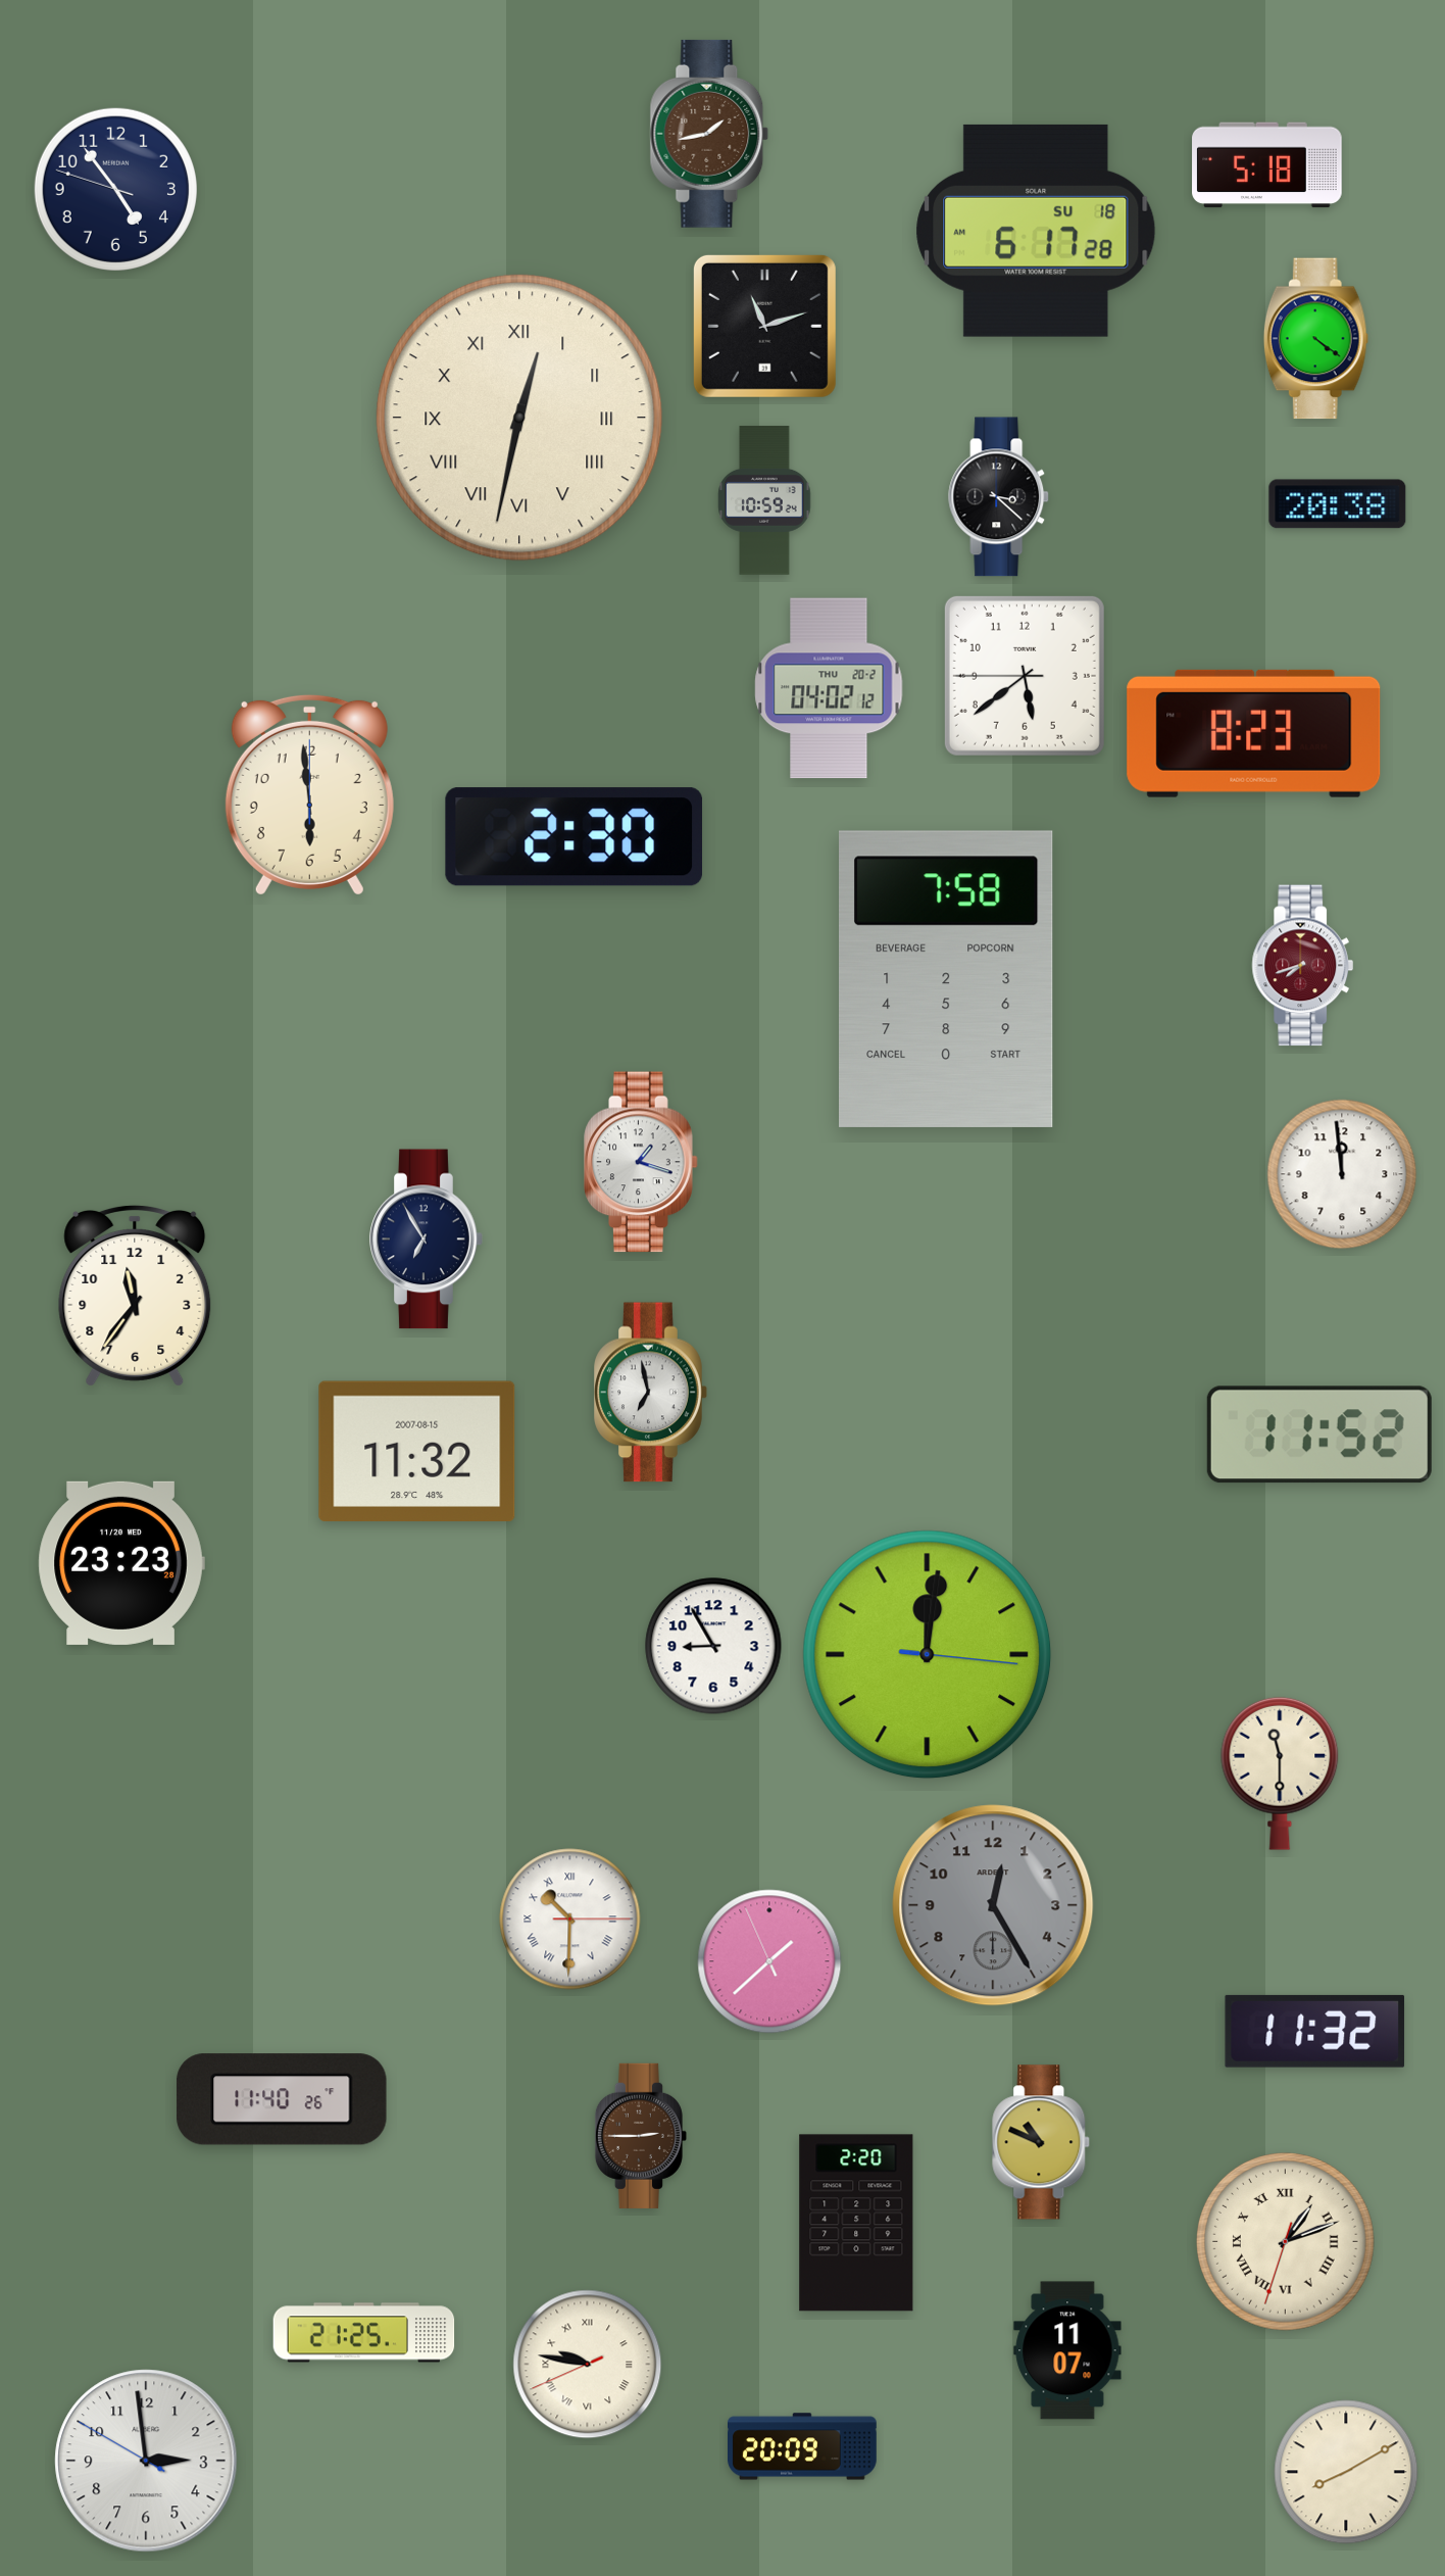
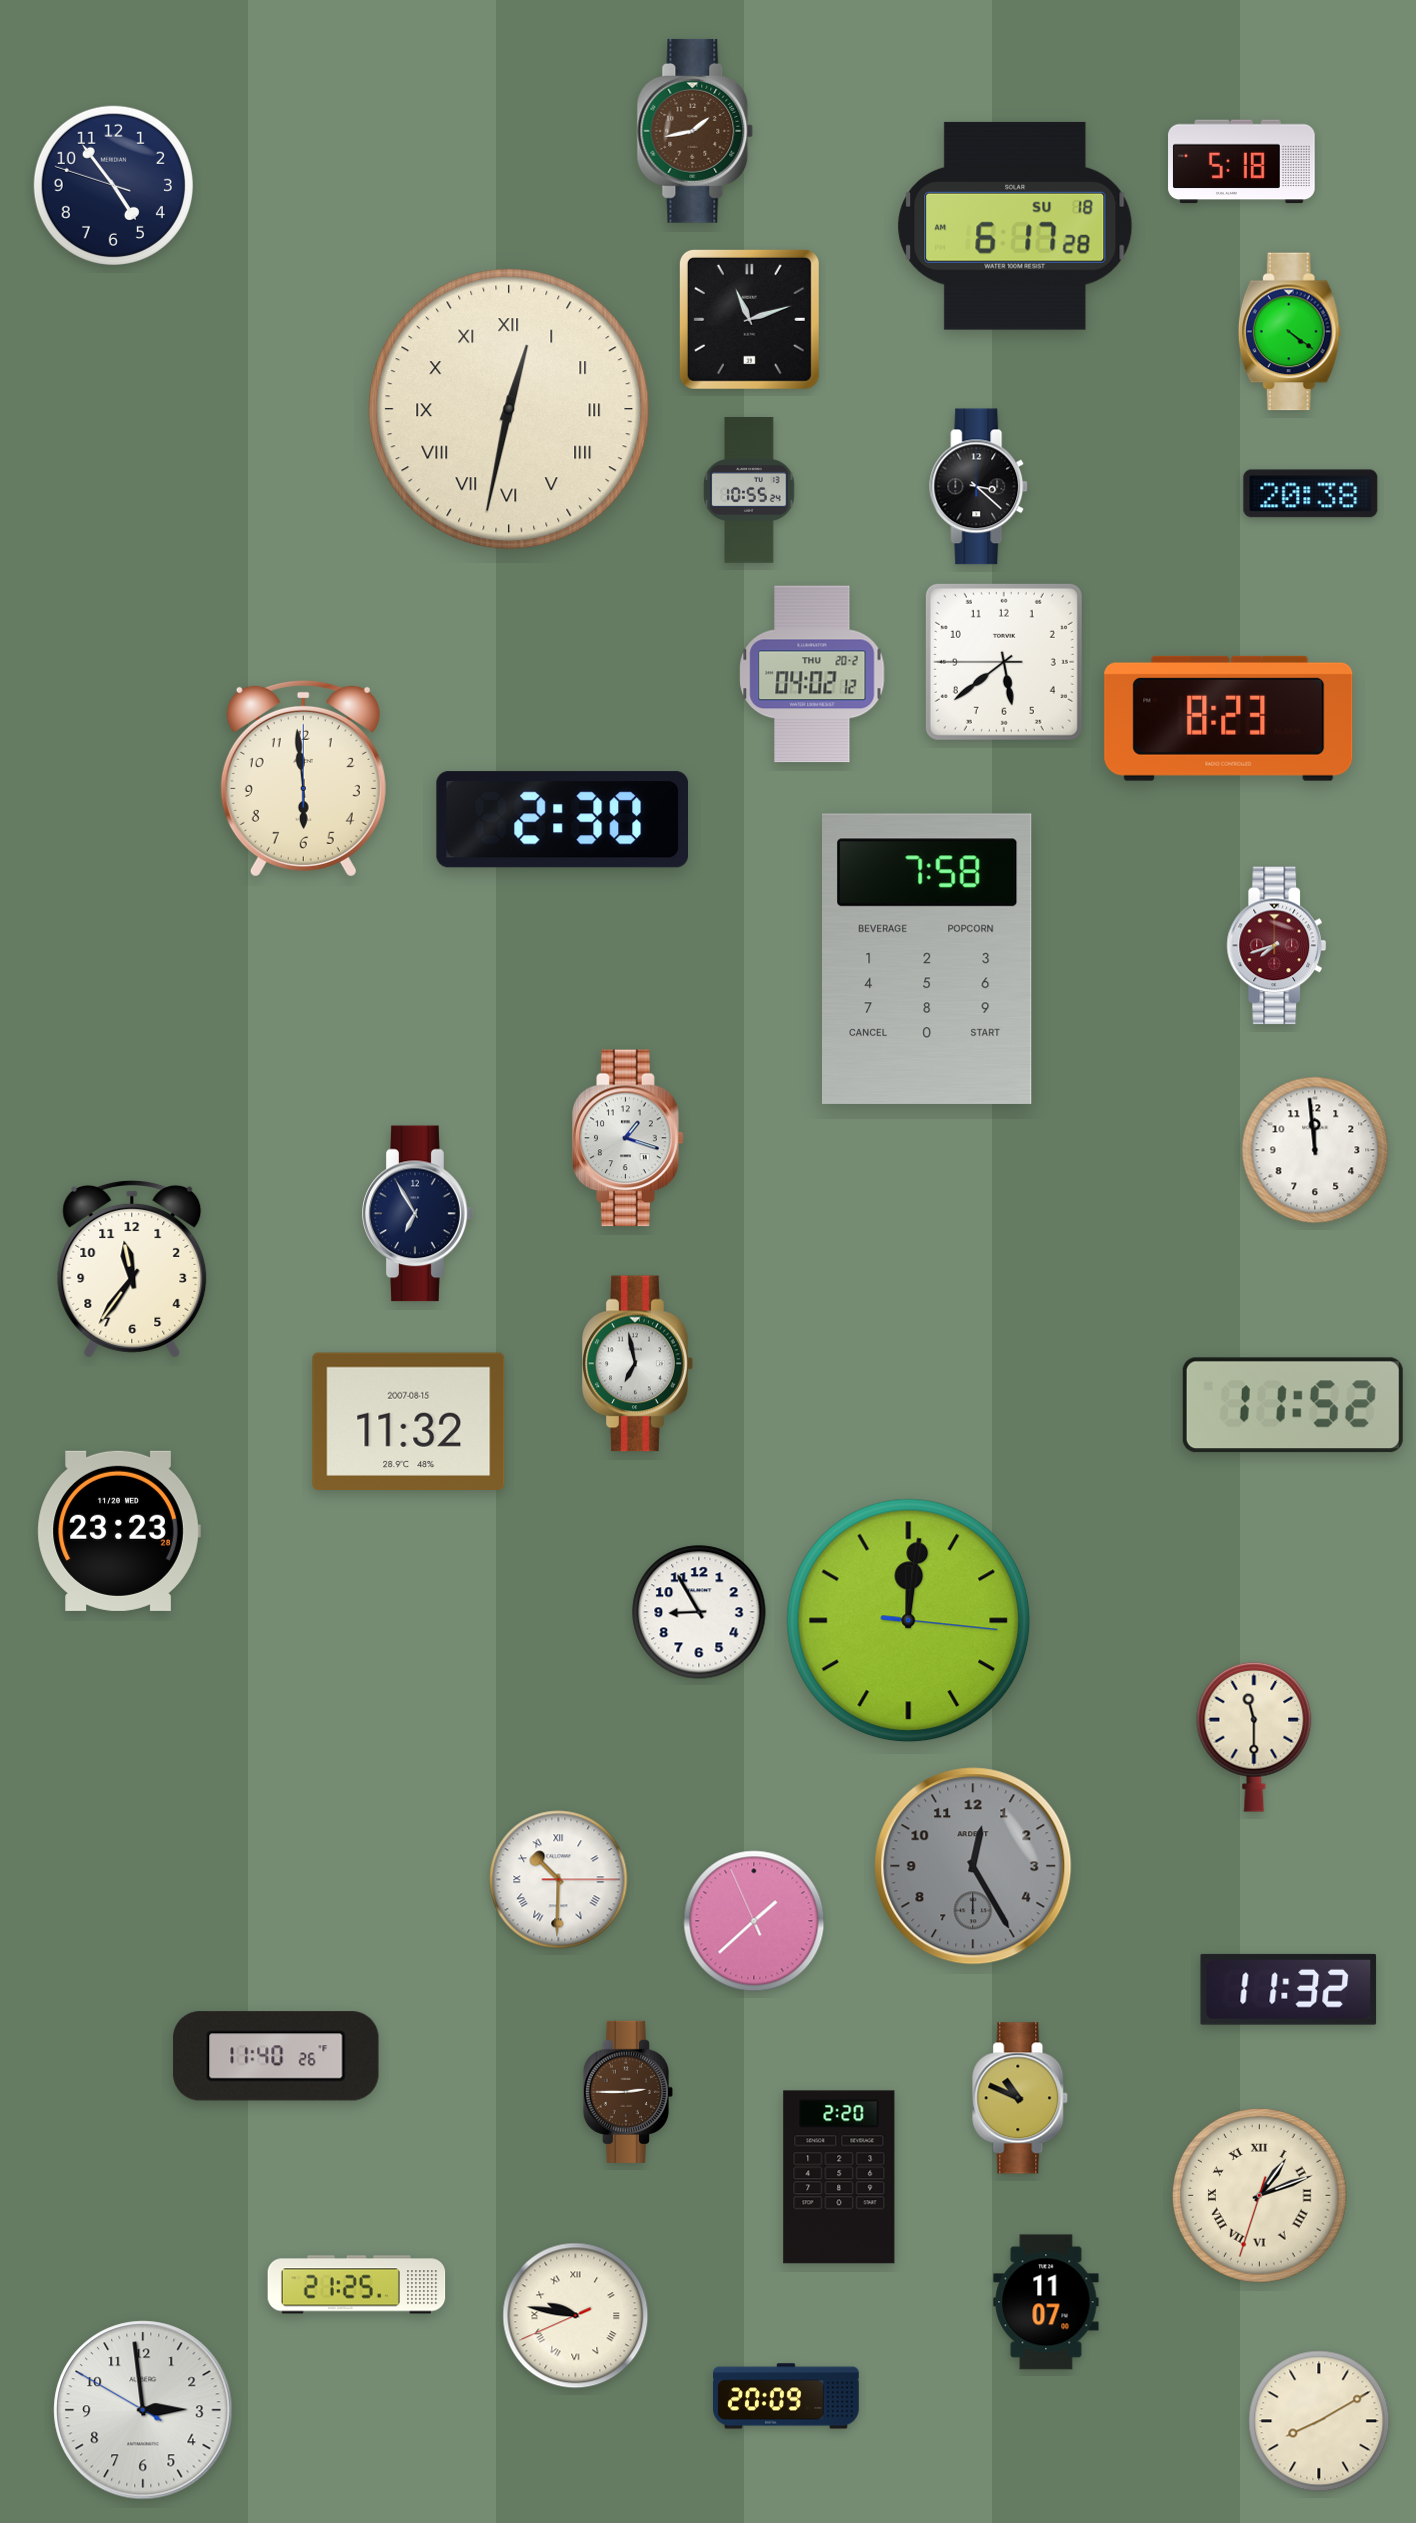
clock at (764, 500): 10:59 -> 10:55
